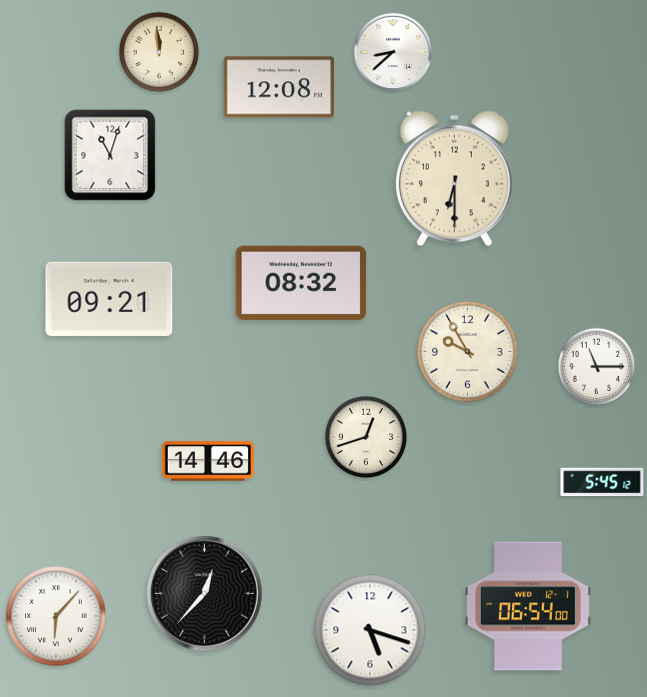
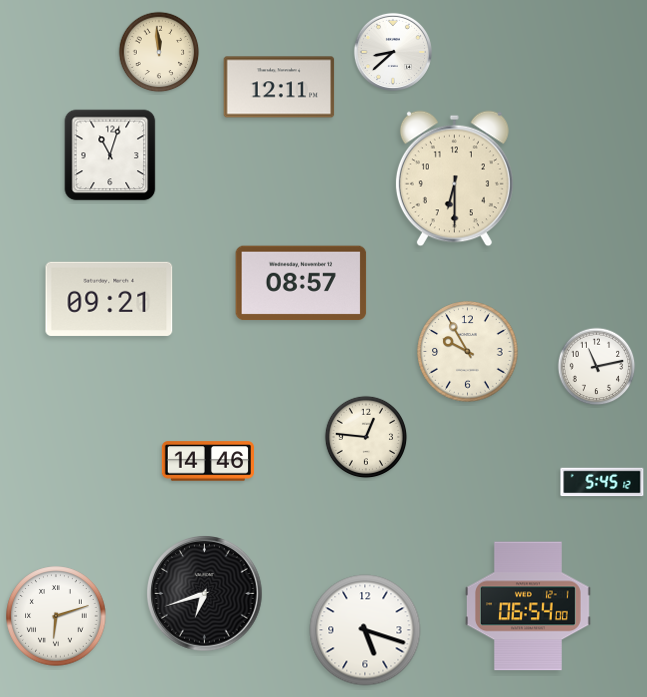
clock at (279, 87): 12:08 -> 12:11
clock at (301, 283): 08:32 -> 08:57
clock at (597, 367): 11:15 -> 11:13
clock at (366, 437): 12:42 -> 12:46
clock at (205, 594): 12:37 -> 6:42
clock at (56, 616): 6:07 -> 6:12
clock at (370, 630) position: (370, 630) -> (365, 630)
